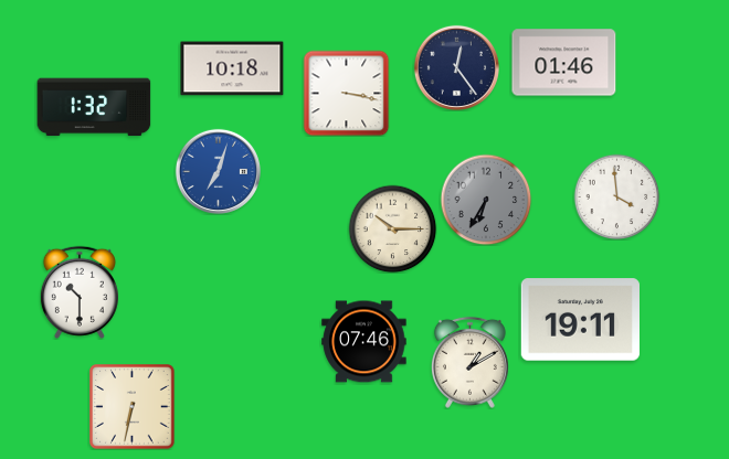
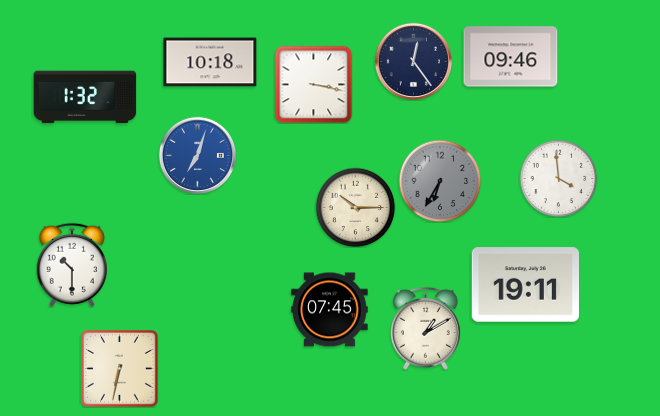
clock at (564, 63): 01:46 -> 09:46
clock at (580, 320) position: (580, 320) -> (525, 285)
clock at (364, 342): 07:46 -> 07:45
